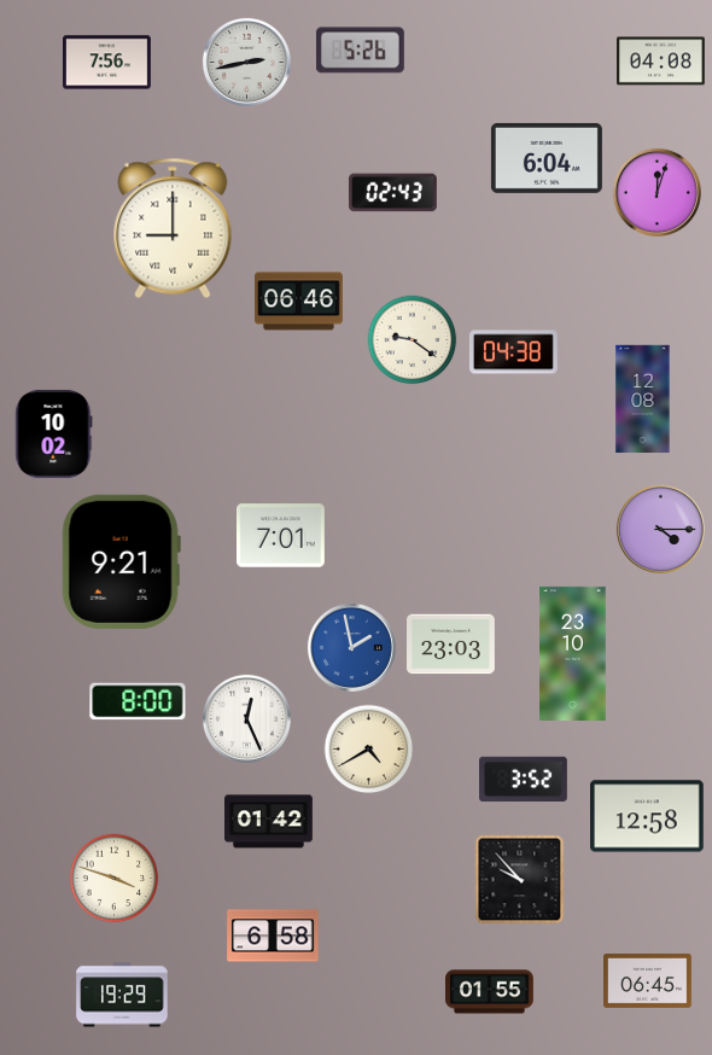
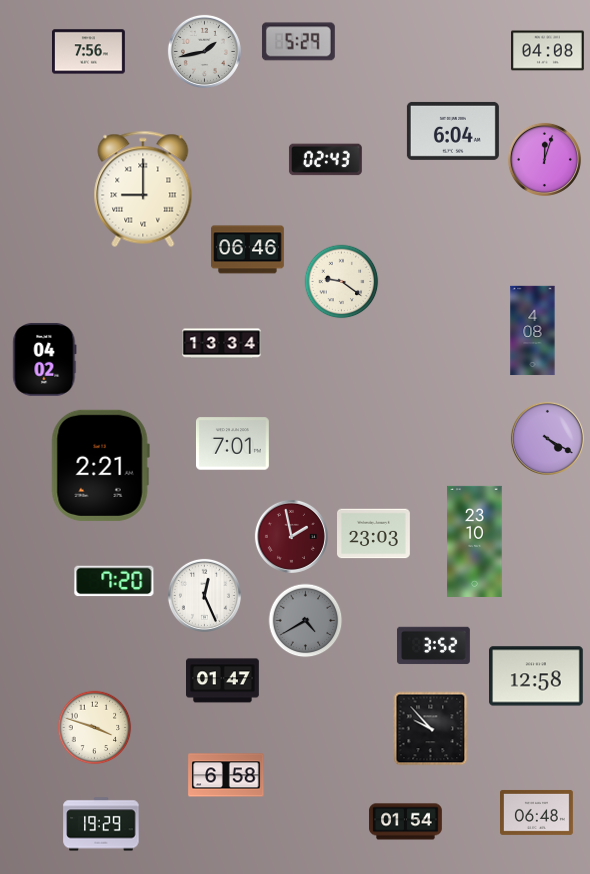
clock at (360, 51): 5:26 -> 5:29
clock at (246, 62): 2:43 -> 1:43
clock at (514, 352): 04:38 -> none
clock at (643, 400): 12:08 -> 4:08
clock at (222, 344): none -> 13:34
clock at (54, 433): 10:02 -> 04:02
clock at (660, 529): 4:15 -> 4:20
clock at (121, 561): 9:21 -> 2:21
clock at (351, 647) dial: blue -> burgundy
clock at (138, 701): 8:00 -> 7:20
clock at (369, 750) dial: cream -> grey
clock at (269, 822): 01:42 -> 01:47
clock at (648, 980): 06:45 -> 06:48
clock at (490, 992): 01:55 -> 01:54
